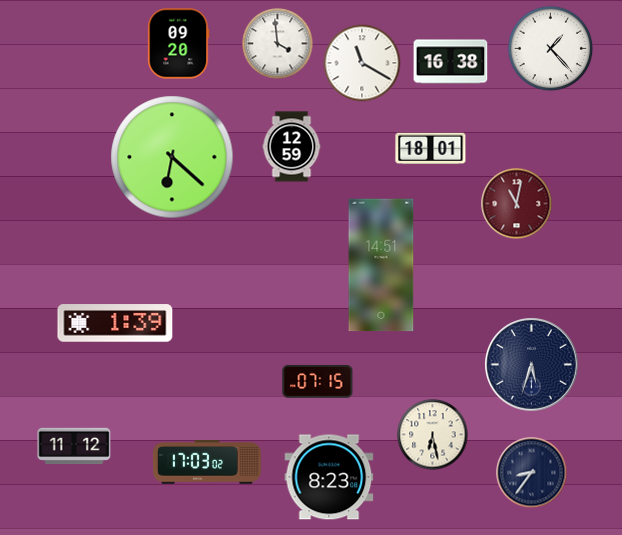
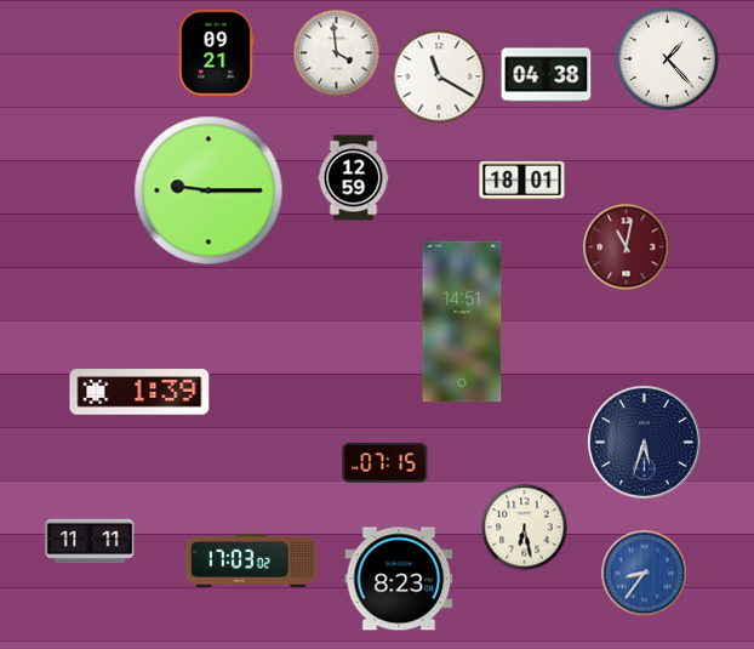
clock at (179, 44): 09:20 -> 09:21
clock at (451, 62): 16:38 -> 04:38
clock at (172, 157): 6:22 -> 9:15
clock at (74, 446): 11:12 -> 11:11
clock at (532, 473) dial: navy -> blue
